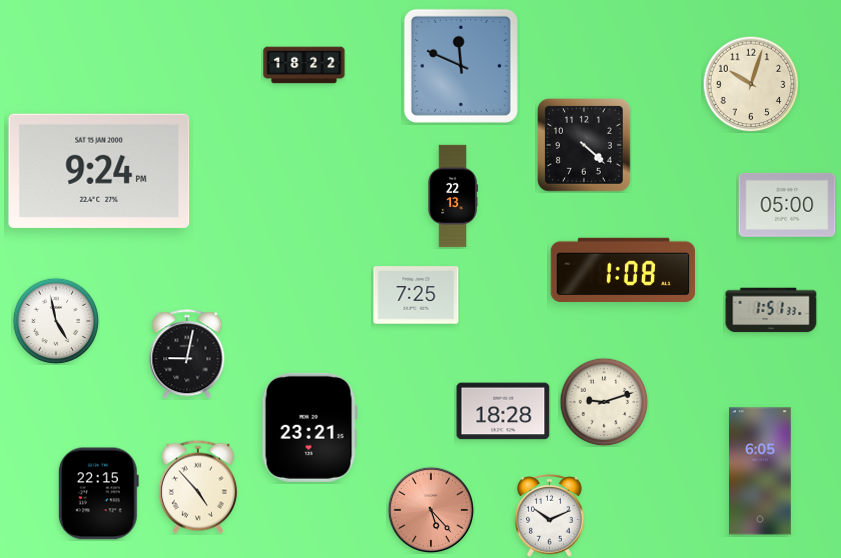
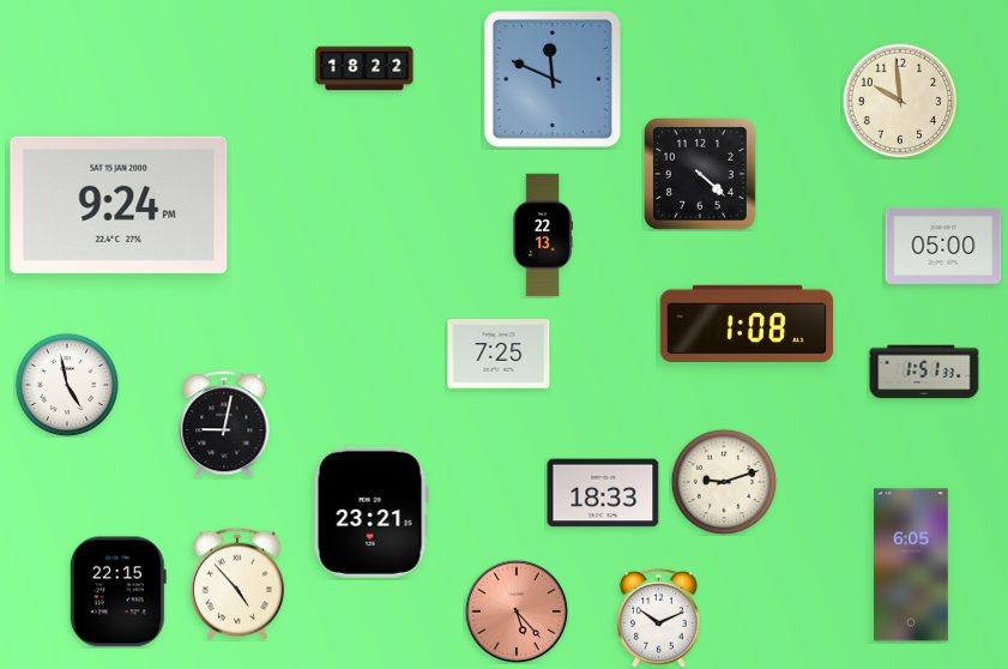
clock at (304, 65) position: (304, 65) -> (364, 68)
clock at (751, 84): 10:03 -> 9:59
clock at (503, 411): 18:28 -> 18:33
